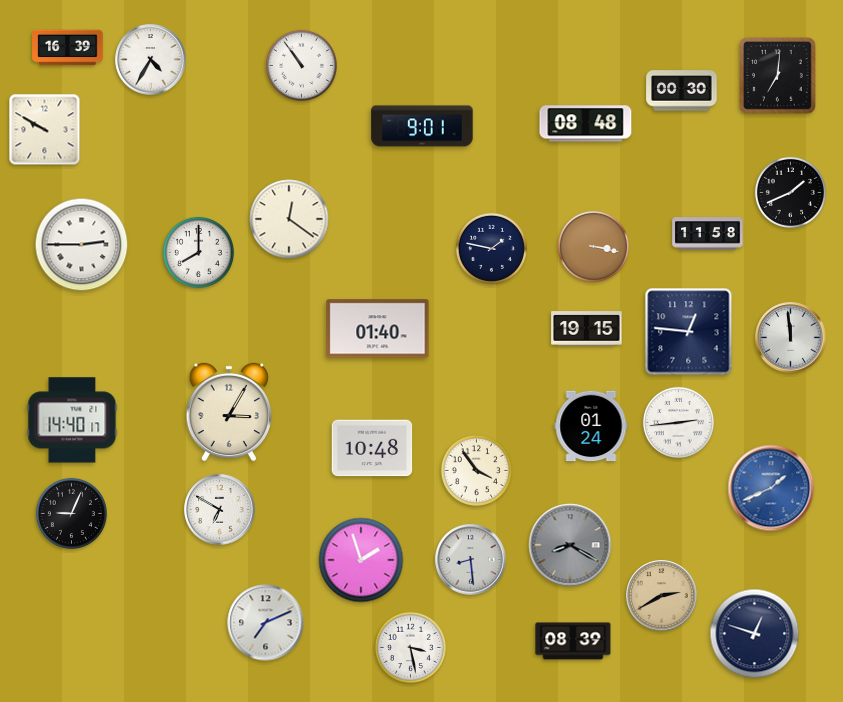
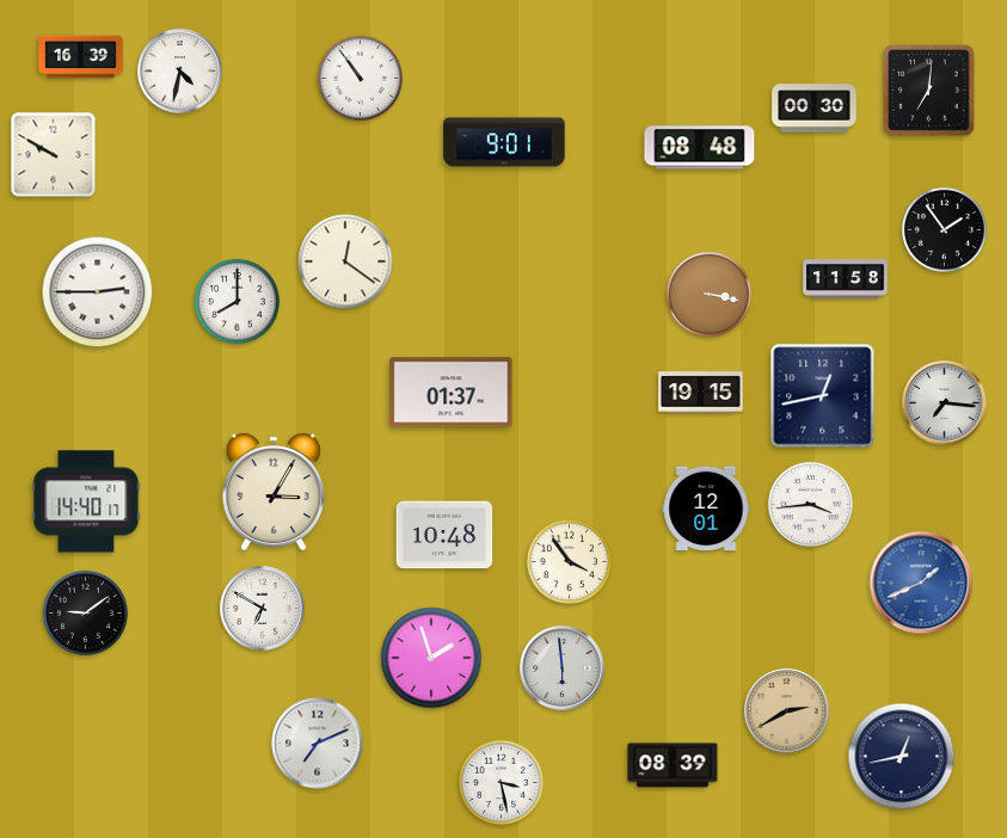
clock at (151, 60): 4:35 -> 4:32
clock at (422, 126) position: (422, 126) -> (504, 142)
clock at (790, 192): 1:41 -> 1:54
clock at (491, 248): 1:47 -> none
clock at (378, 329): 01:40 -> 01:37
clock at (689, 332): 12:46 -> 12:43
clock at (791, 338): 11:59 -> 7:16
clock at (678, 422): 2:44 -> 3:44
clock at (591, 426): 01:24 -> 12:01
clock at (71, 513): 9:04 -> 9:09
clock at (570, 545): 8:20 -> none
clock at (361, 560) position: (361, 560) -> (431, 658)
clock at (471, 560): 8:29 -> 5:59
clock at (662, 596) position: (662, 596) -> (787, 711)
clock at (755, 634): 12:48 -> 12:43
clock at (573, 641) position: (573, 641) -> (673, 765)
clock at (410, 647) position: (410, 647) -> (501, 782)
